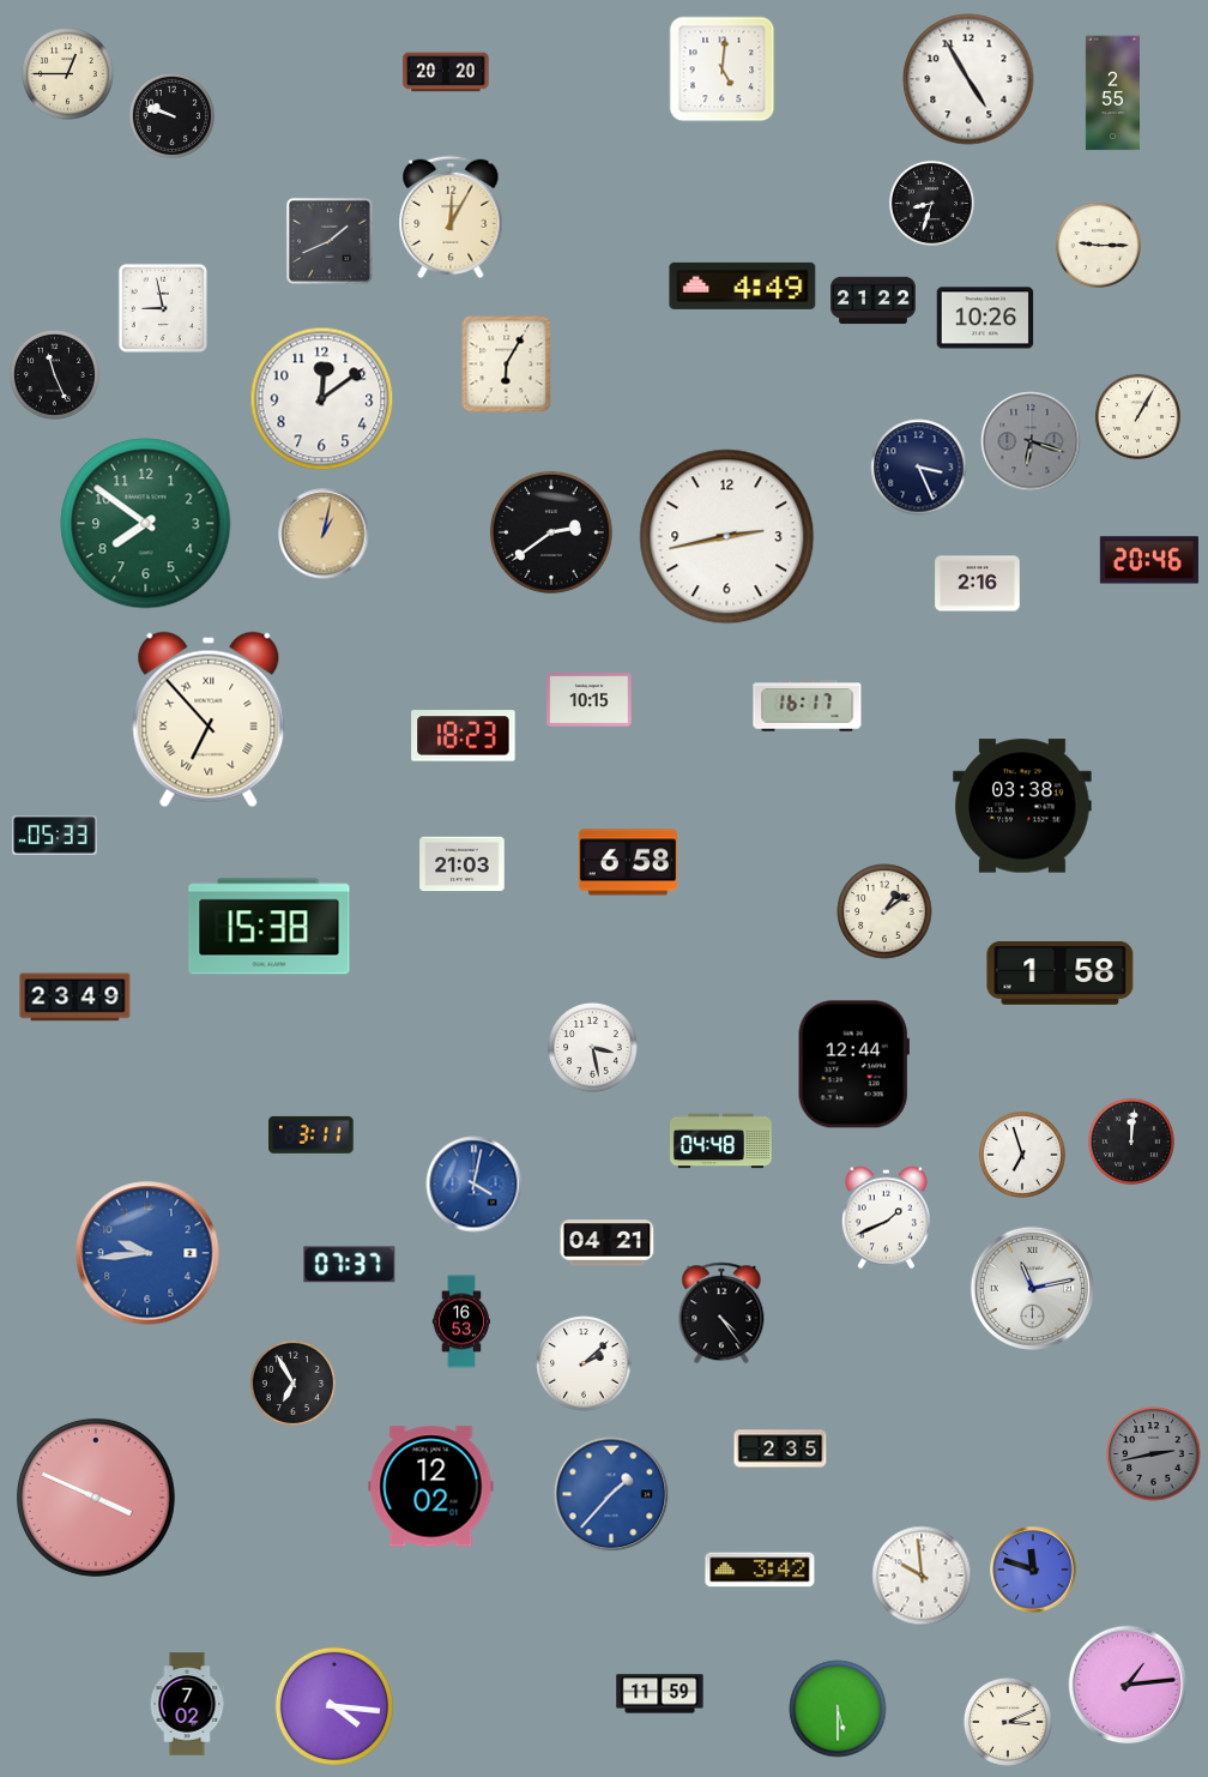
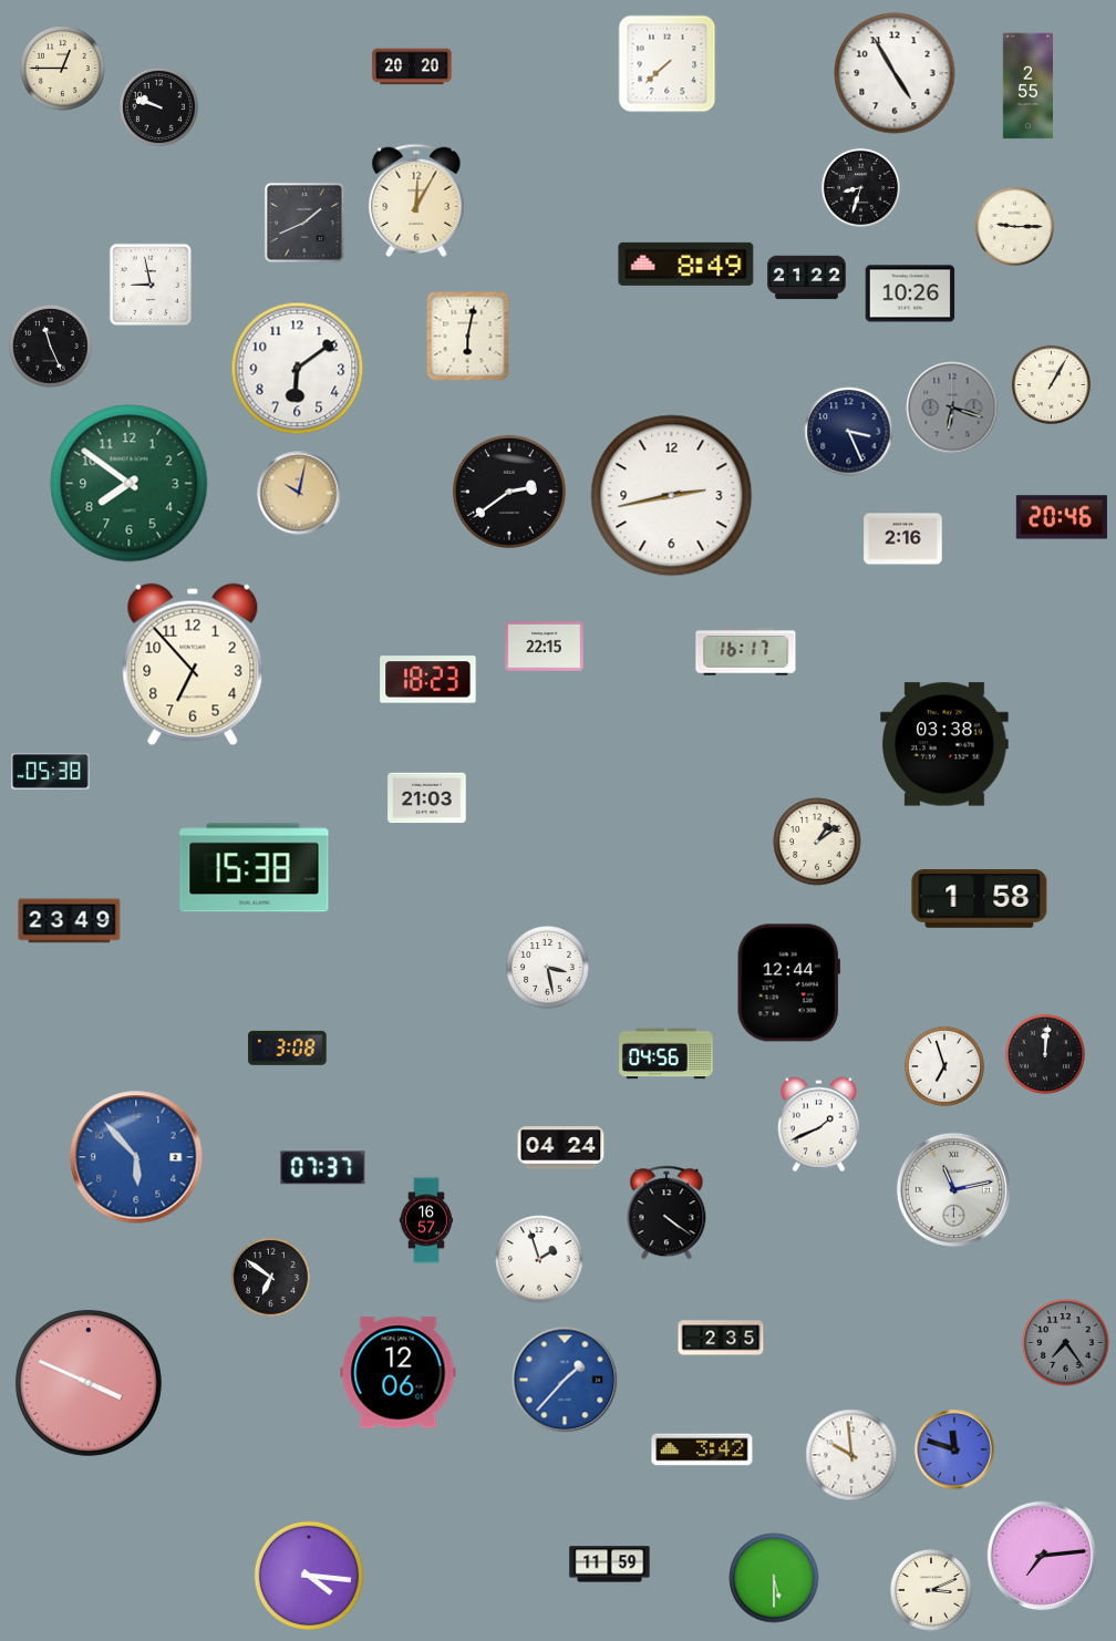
clock at (723, 70): 5:01 -> 7:38
clock at (743, 285): 4:49 -> 8:49
clock at (507, 365): 6:05 -> 6:02
clock at (322, 399): 12:09 -> 6:09
clock at (146, 524) position: (146, 524) -> (130, 484)
clock at (324, 534): 1:02 -> 10:02
clock at (590, 700): 10:15 -> 22:15
clock at (209, 719) numerals: Roman -> Arabic
clock at (55, 836): 05:33 -> 05:38
clock at (627, 862): 6:58 -> none
clock at (270, 927) position: (270, 927) -> (255, 868)
clock at (312, 1134): 3:11 -> 3:08
clock at (721, 1142): 04:48 -> 04:56
clock at (475, 1185): 4:02 -> none
clock at (608, 1243): 04:21 -> 04:24
clock at (147, 1253): 9:44 -> 5:53
clock at (721, 1313): 4:24 -> 4:21
clock at (461, 1321): 16:53 -> 16:57
clock at (584, 1363): 2:08 -> 1:57
clock at (292, 1383): 6:55 -> 6:51
clock at (1154, 1454): 2:43 -> 7:24
clock at (431, 1487): 12:02 -> 12:06
clock at (1128, 1685): 1:14 -> 7:14
clock at (187, 1704): 7:02 -> none
